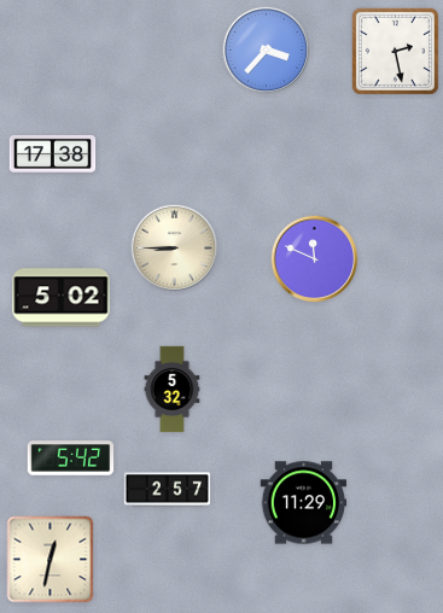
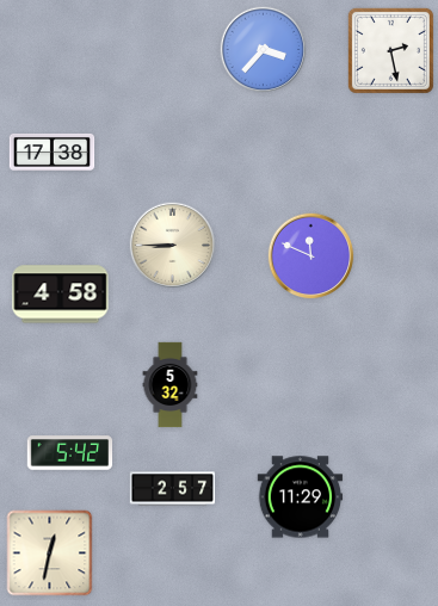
clock at (62, 298): 5:02 -> 4:58
clock at (168, 490) position: (168, 490) -> (173, 489)
